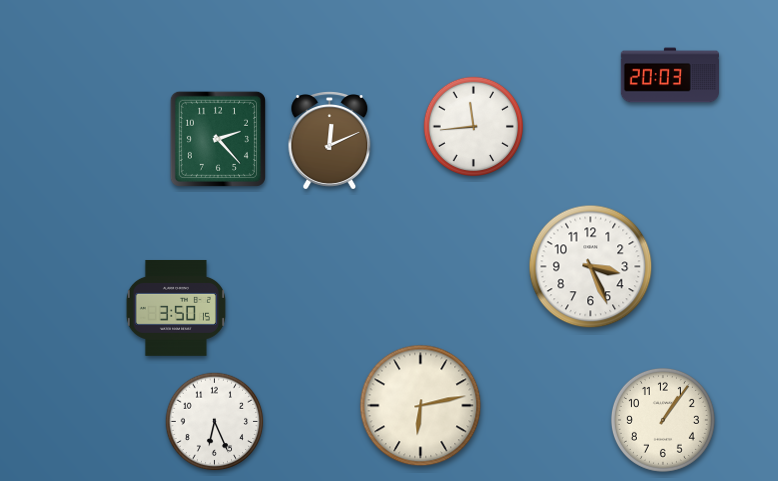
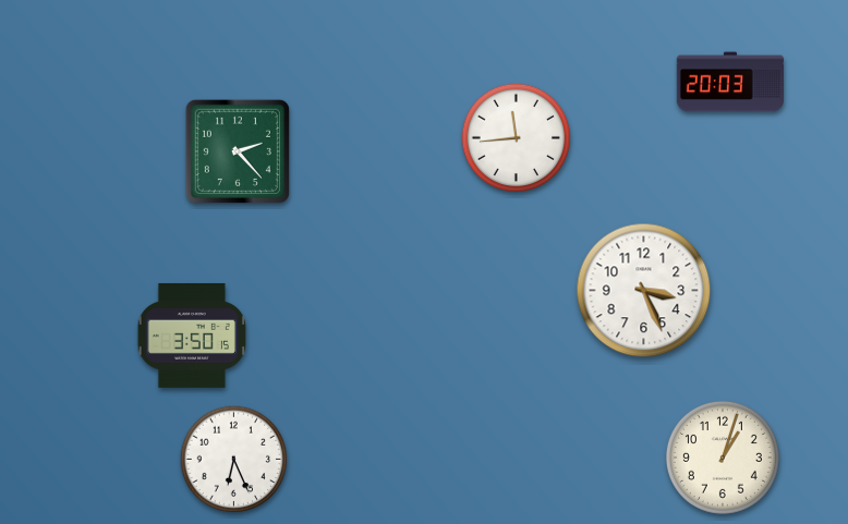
clock at (330, 141): 12:11 -> none
clock at (421, 406): 6:13 -> none
clock at (663, 420): 1:06 -> 1:03
